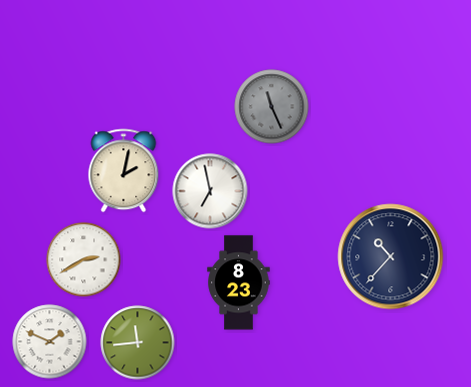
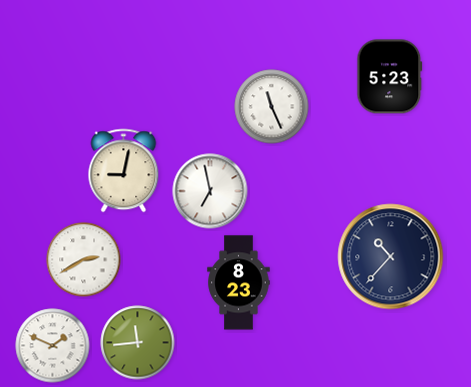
clock at (390, 77): none -> 5:23
clock at (272, 107) dial: grey -> white
clock at (124, 171): 2:02 -> 9:02
clock at (50, 342) position: (50, 342) -> (53, 346)
